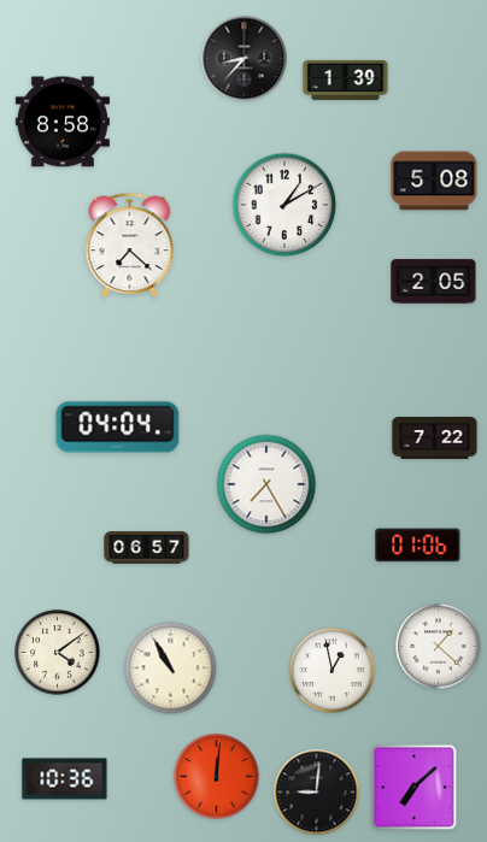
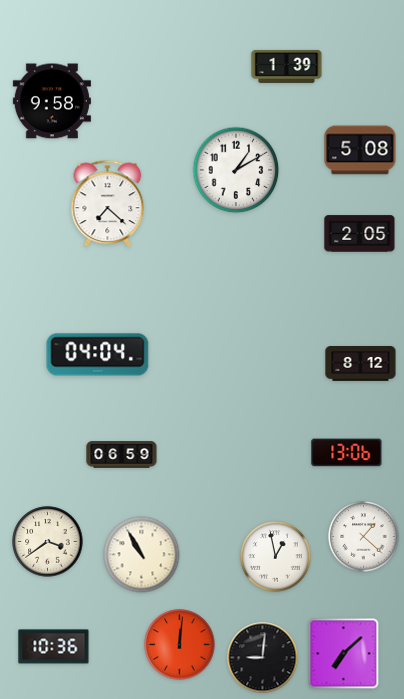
clock at (245, 59): 8:37 -> none
clock at (63, 122): 8:58 -> 9:58
clock at (435, 438): 7:22 -> 8:12
clock at (266, 484): 7:25 -> none
clock at (418, 546): 01:06 -> 13:06
clock at (147, 548): 06:57 -> 06:59
clock at (58, 653): 4:09 -> 3:39
